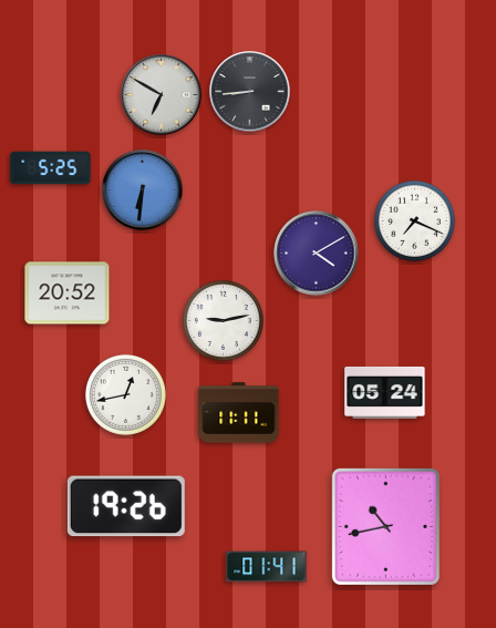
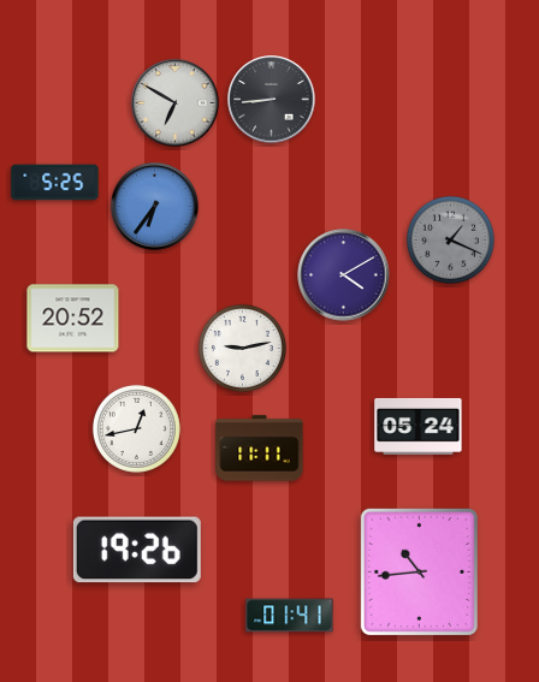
clock at (143, 191): 6:31 -> 6:36
clock at (414, 220): 7:19 -> 1:19
clock at (414, 220) dial: white -> grey
clock at (385, 526): 10:43 -> 10:44
